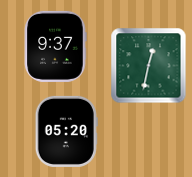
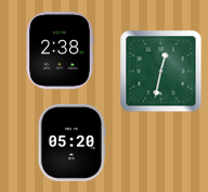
clock at (55, 46): 9:37 -> 2:38
